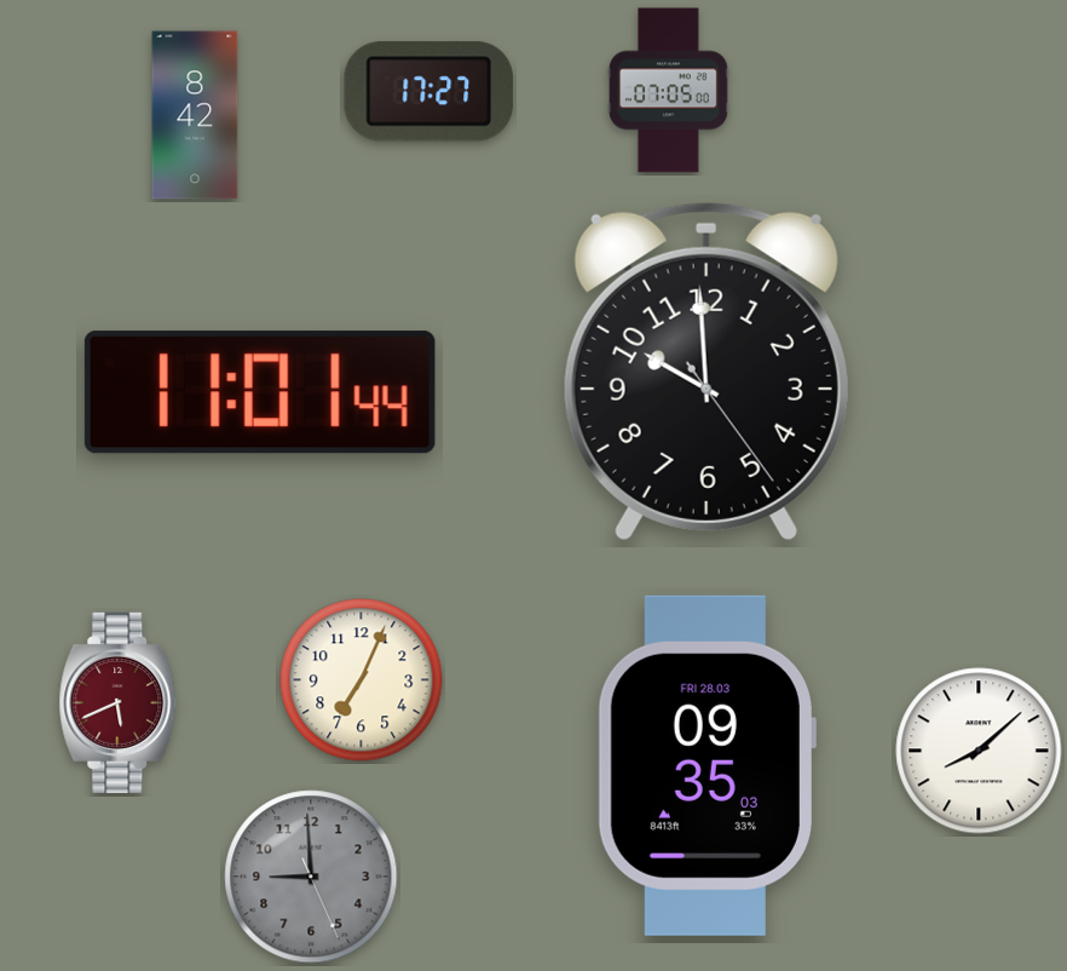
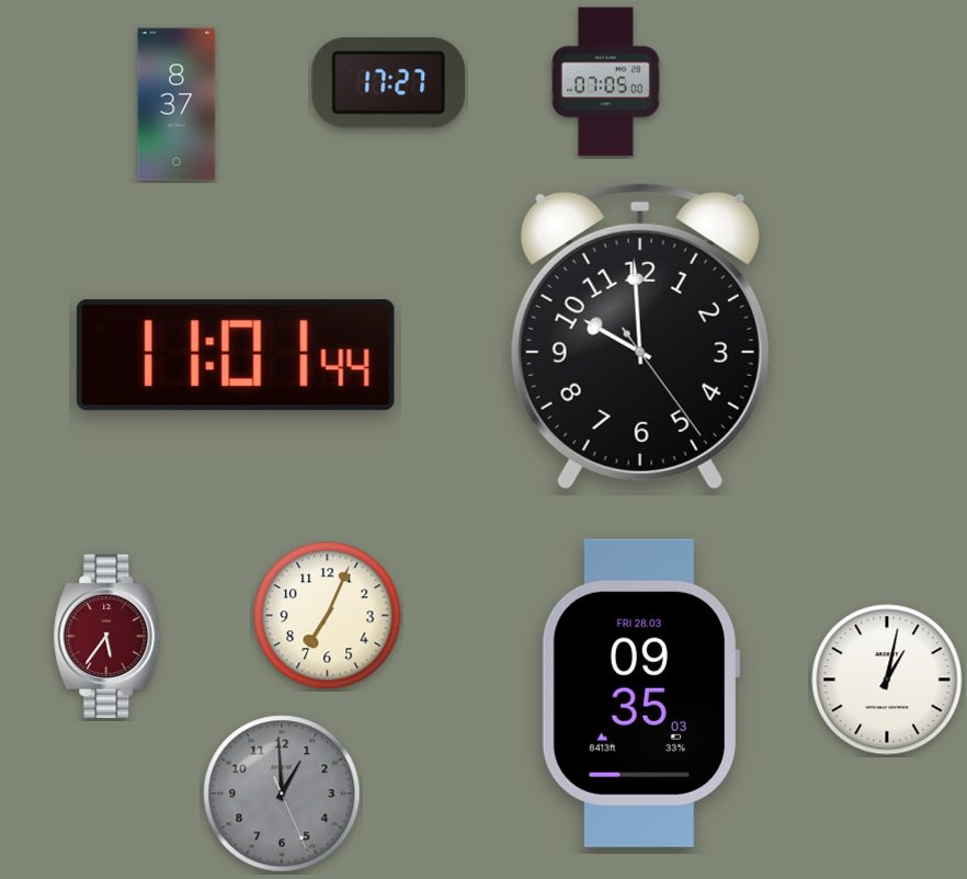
clock at (195, 115): 8:42 -> 8:37
clock at (119, 702): 5:41 -> 5:36
clock at (979, 751): 8:08 -> 1:02
clock at (311, 877): 8:59 -> 12:59
